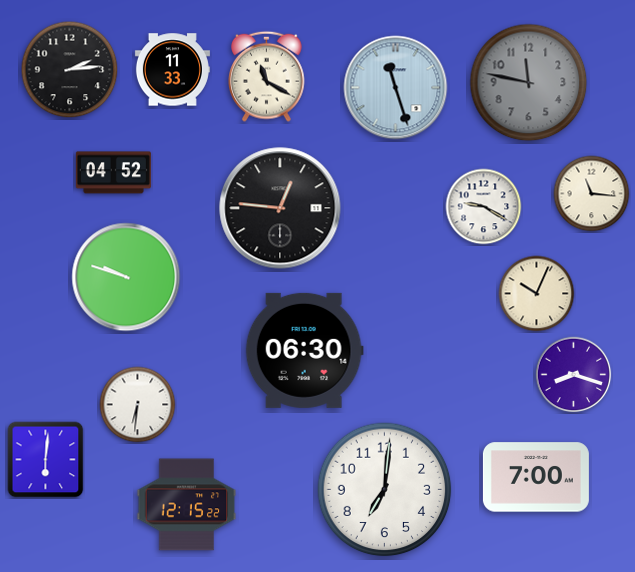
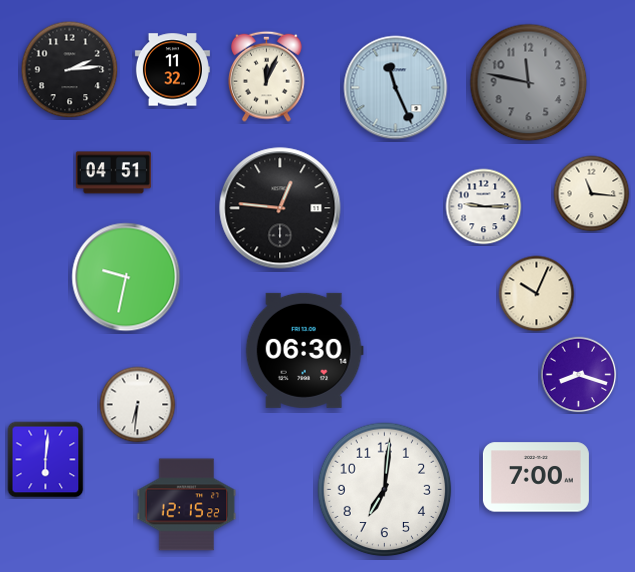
clock at (172, 70): 11:33 -> 11:32
clock at (267, 76): 11:20 -> 12:04
clock at (396, 88): 11:27 -> 11:26
clock at (113, 173): 04:52 -> 04:51
clock at (484, 207): 9:20 -> 9:15
clock at (126, 277): 9:48 -> 9:32
clock at (574, 375) position: (574, 375) -> (579, 375)
